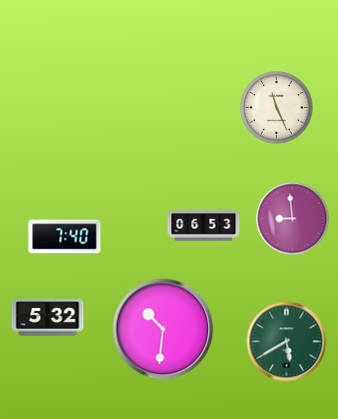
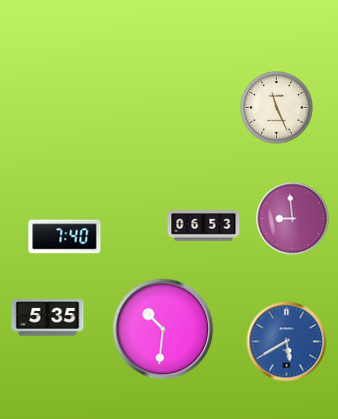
clock at (48, 318): 5:32 -> 5:35
clock at (287, 342) dial: green -> blue
